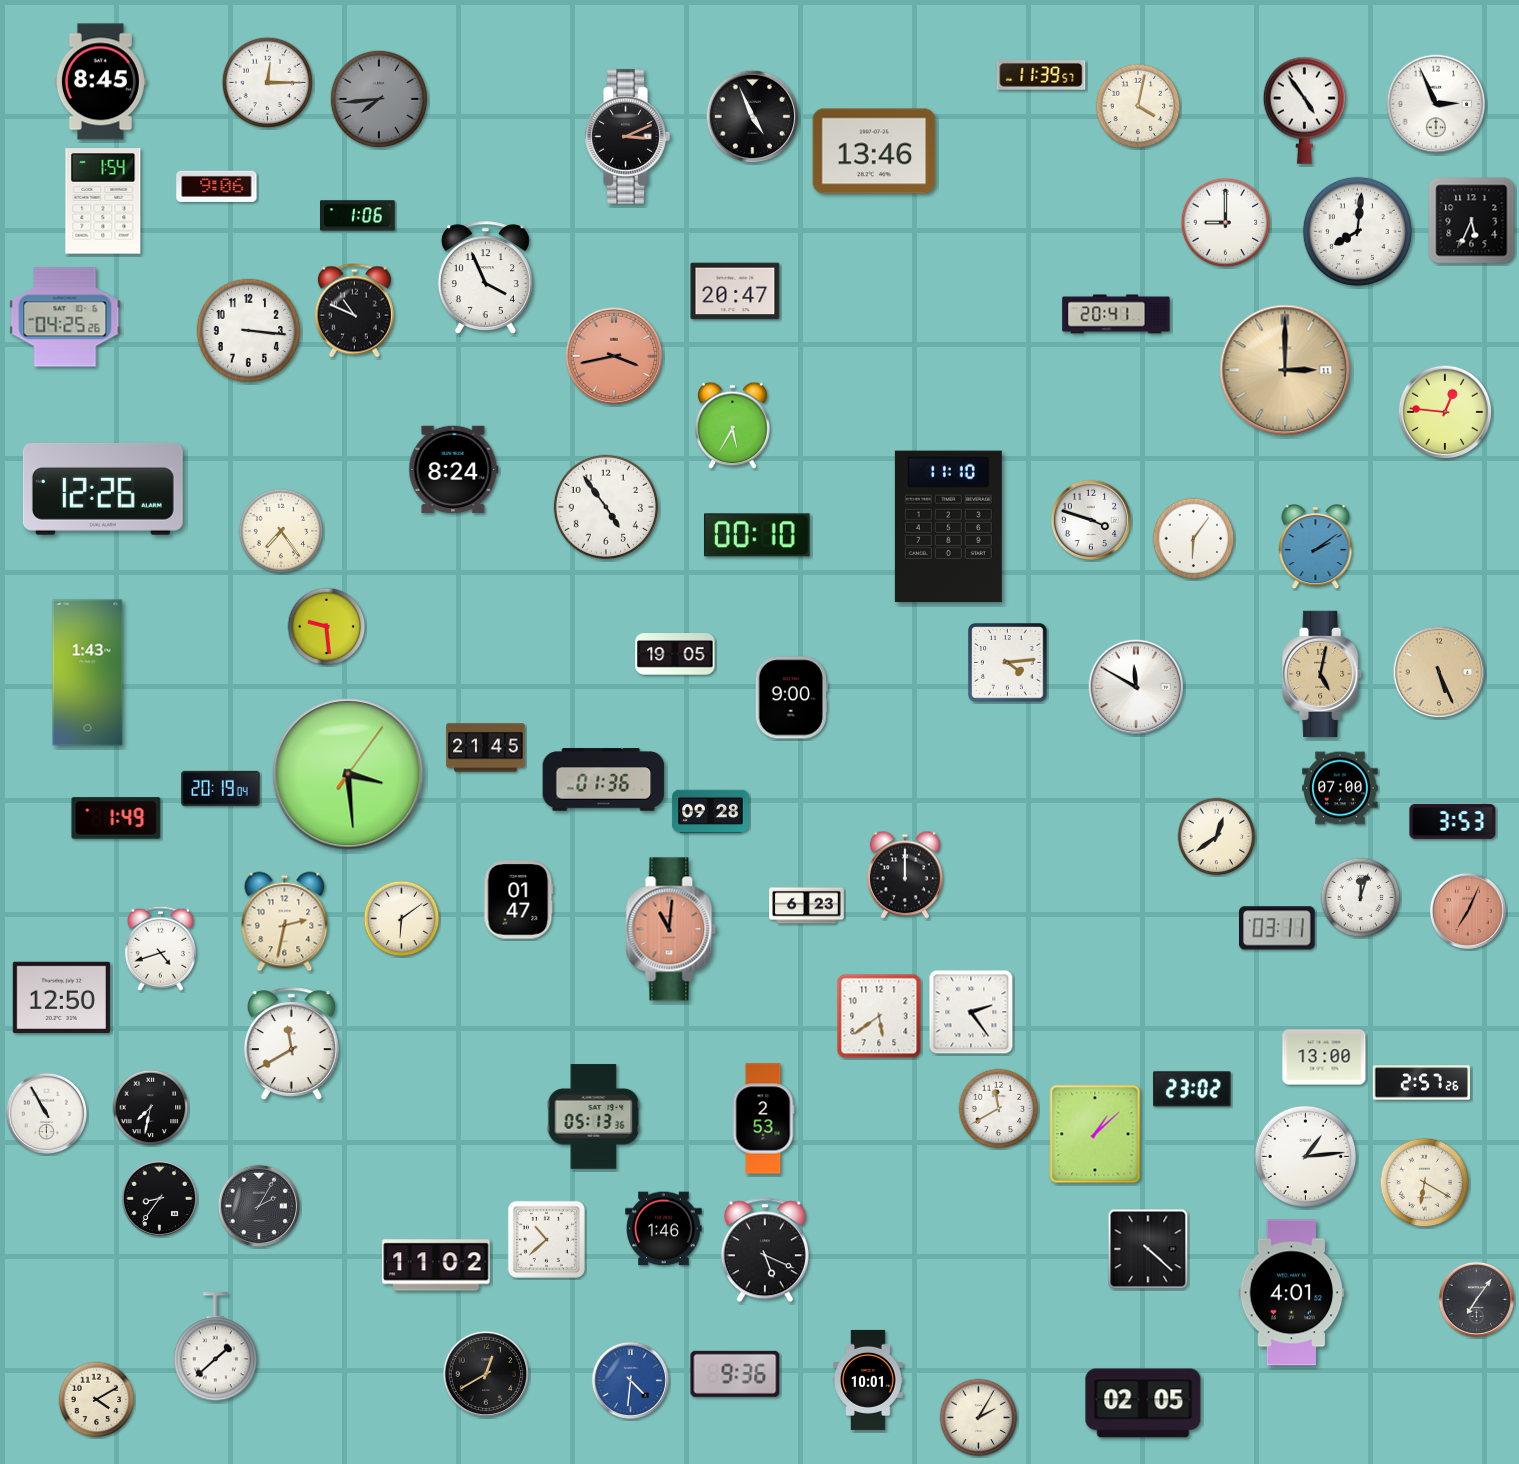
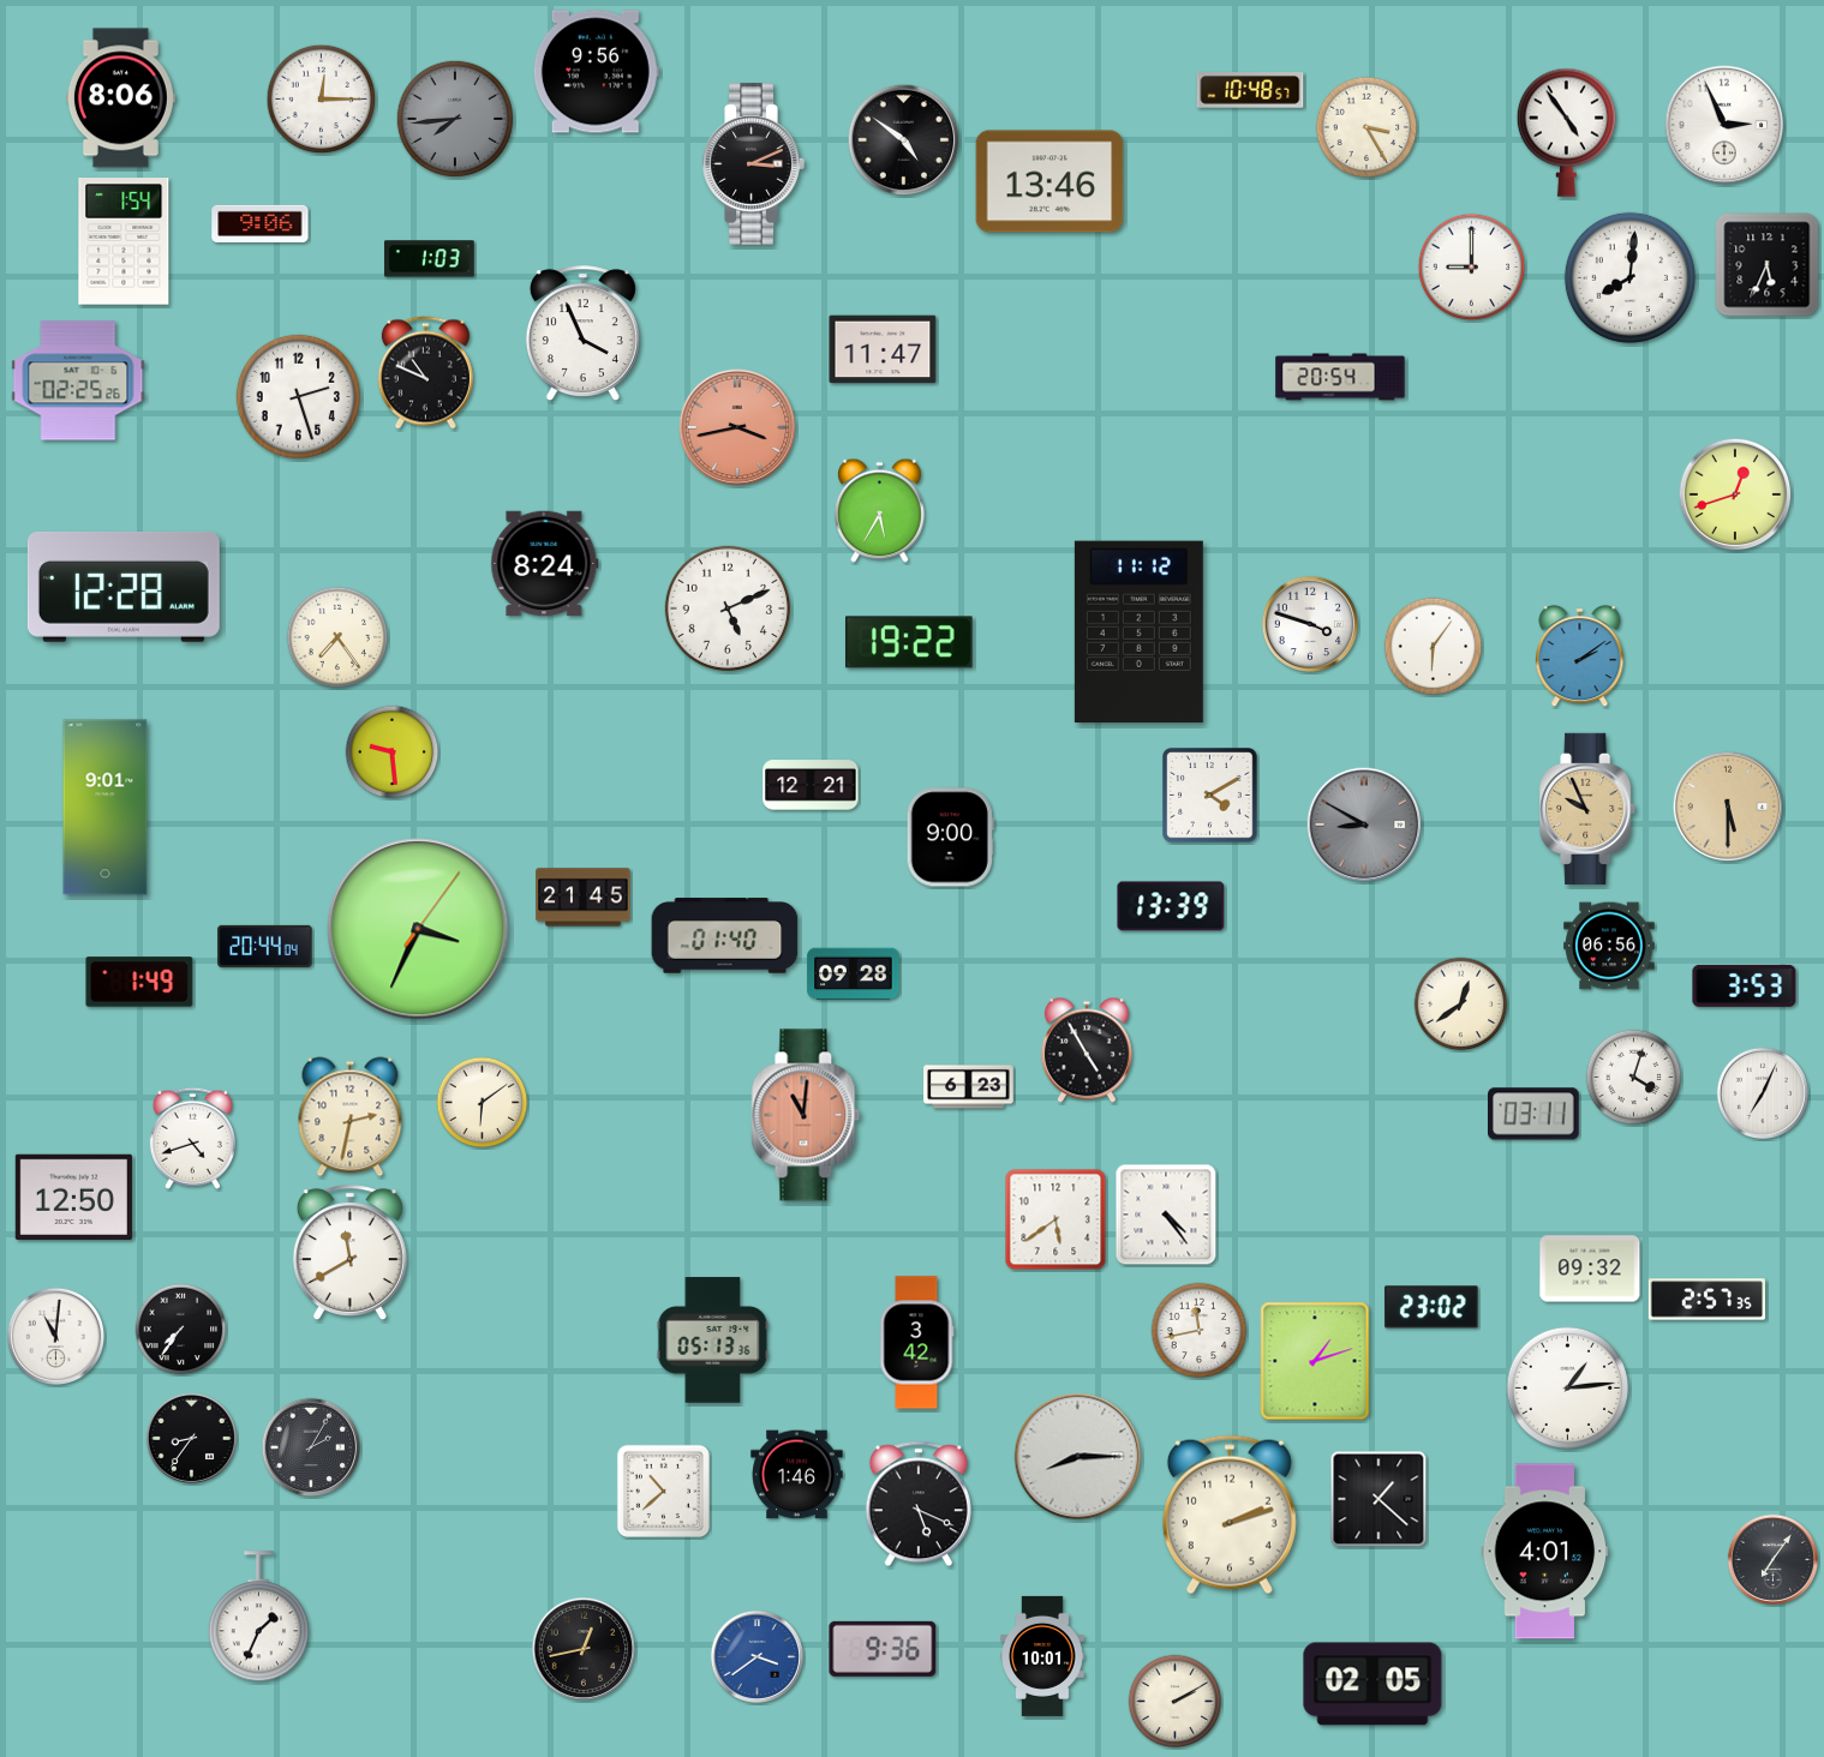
clock at (596, 72): none -> 9:56
clock at (1041, 76): 11:39 -> 10:48
clock at (100, 82): 8:45 -> 8:06
clock at (1138, 106): 4:02 -> 3:25
clock at (753, 117): 4:56 -> 4:51
clock at (358, 216): 1:06 -> 1:03
clock at (735, 291): 20:47 -> 11:47
clock at (1116, 314): 20:41 -> 20:54
clock at (65, 317): 04:25 -> 02:25
clock at (248, 330): 3:16 -> 2:27
clock at (1285, 370): 3:00 -> none
clock at (1445, 412): 12:46 -> 12:42
clock at (103, 489): 12:26 -> 12:28
clock at (605, 506): 4:54 -> 5:11
clock at (948, 527): 11:10 -> 11:12
clock at (758, 535): 00:10 -> 19:22
clock at (675, 654): 19:05 -> 12:21
clock at (1008, 663): 4:14 -> 4:10
clock at (1439, 672): 5:26 -> 5:30
clock at (88, 673): 1:43 -> 9:01
clock at (1323, 674): 5:02 -> 9:56
clock at (1136, 687): 11:50 -> 8:50
clock at (1136, 687) dial: white -> grey
clock at (1171, 906): none -> 13:39
clock at (348, 774): 3:29 -> 3:34
clock at (604, 780): 01:36 -> 01:40
clock at (221, 788): 20:19 -> 20:44
clock at (1340, 788): 07:00 -> 06:56
clock at (905, 875): 12:00 -> 4:55
clock at (1361, 898): 12:03 -> 4:03
clock at (519, 900): 01:47 -> none
clock at (1468, 911) dial: salmon -> white
clock at (285, 922) position: (285, 922) -> (351, 1117)
clock at (971, 1012): 2:24 -> 4:24
clock at (1324, 1057): 13:00 -> 09:32
clock at (1422, 1083): 2:57:26 -> 2:57:35
clock at (151, 1108): 7:32 -> 7:36
clock at (999, 1109): 11:40 -> 11:43
clock at (46, 1113): 10:55 -> 11:01
clock at (763, 1119): 2:53 -> 3:42
clock at (1095, 1134): 1:08 -> 1:12
clock at (1425, 1183): 6:20 -> none
clock at (1078, 1457): none -> 8:15
clock at (546, 1239) position: (546, 1239) -> (663, 1491)
clock at (1148, 1249): 4:22 -> 1:22
clock at (765, 1250) position: (765, 1250) -> (919, 1504)
clock at (1230, 1515): none -> 2:12
clock at (436, 1265): 11:02 -> none
clock at (1292, 1293) position: (1292, 1293) -> (1545, 1552)
clock at (215, 1347): 1:38 -> 1:34
clock at (486, 1374): 12:40 -> 12:43
clock at (630, 1380): 4:31 -> 3:39
clock at (97, 1400): 4:10 -> none
clock at (979, 1418): 2:05 -> 2:10
